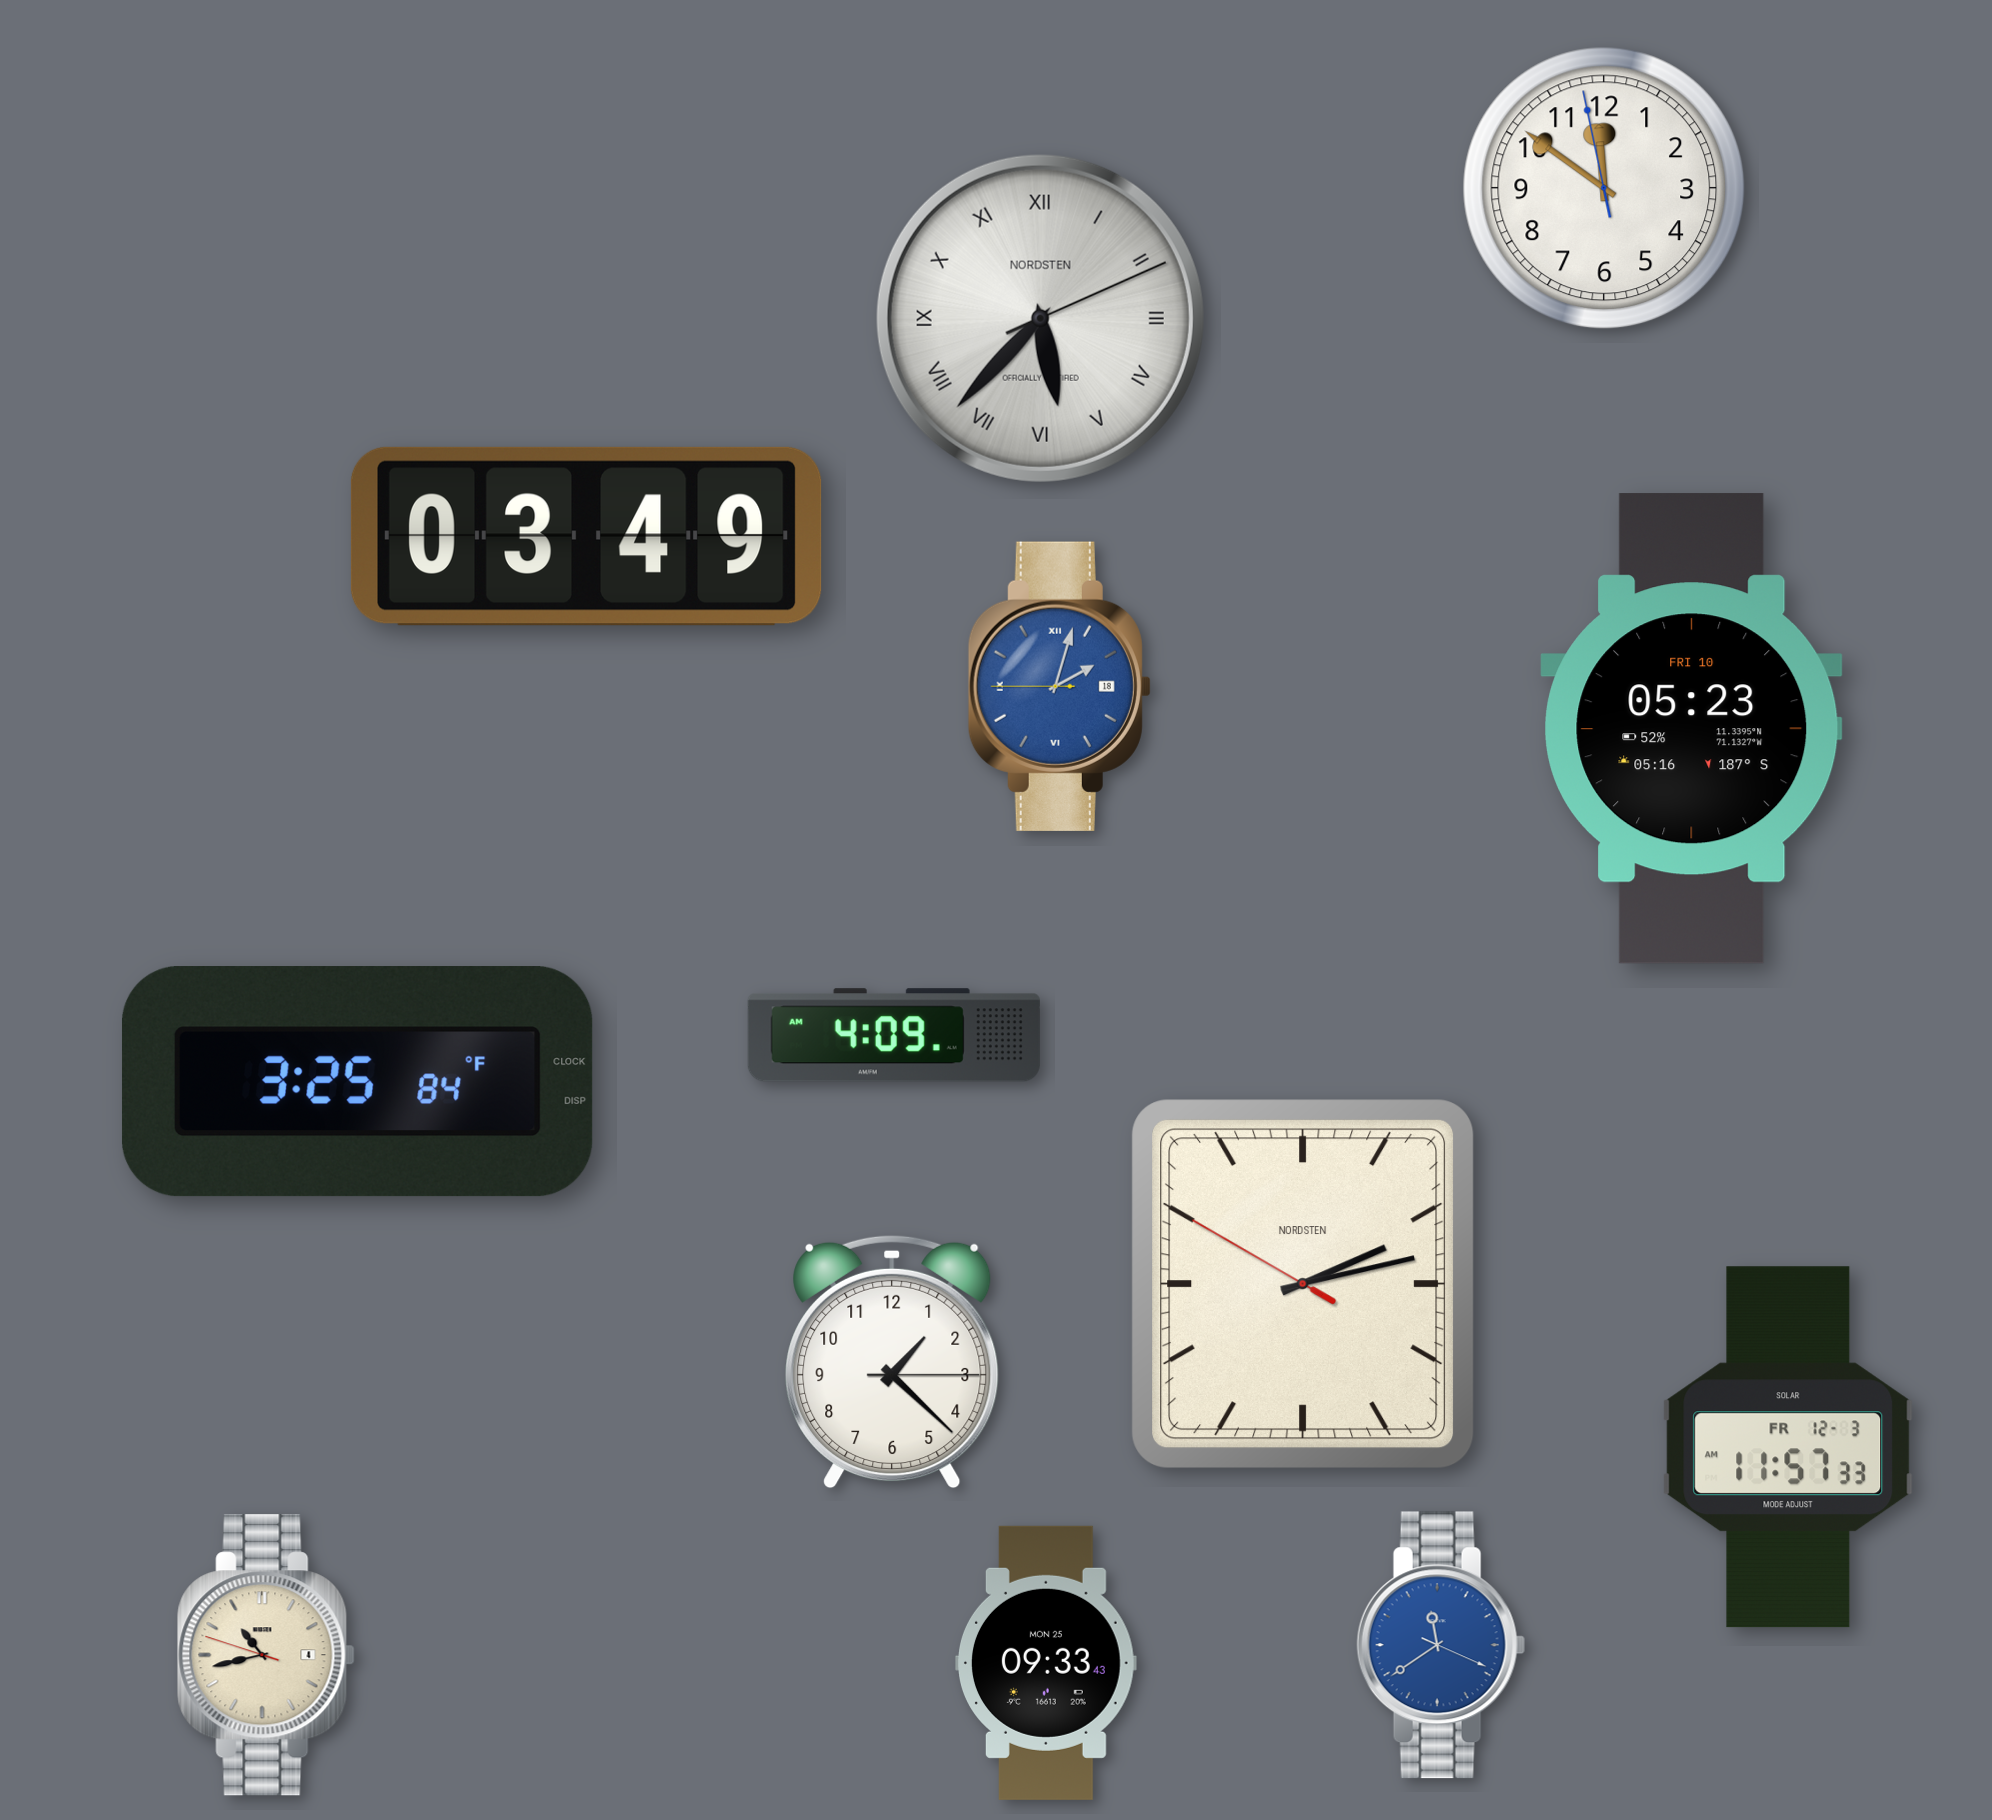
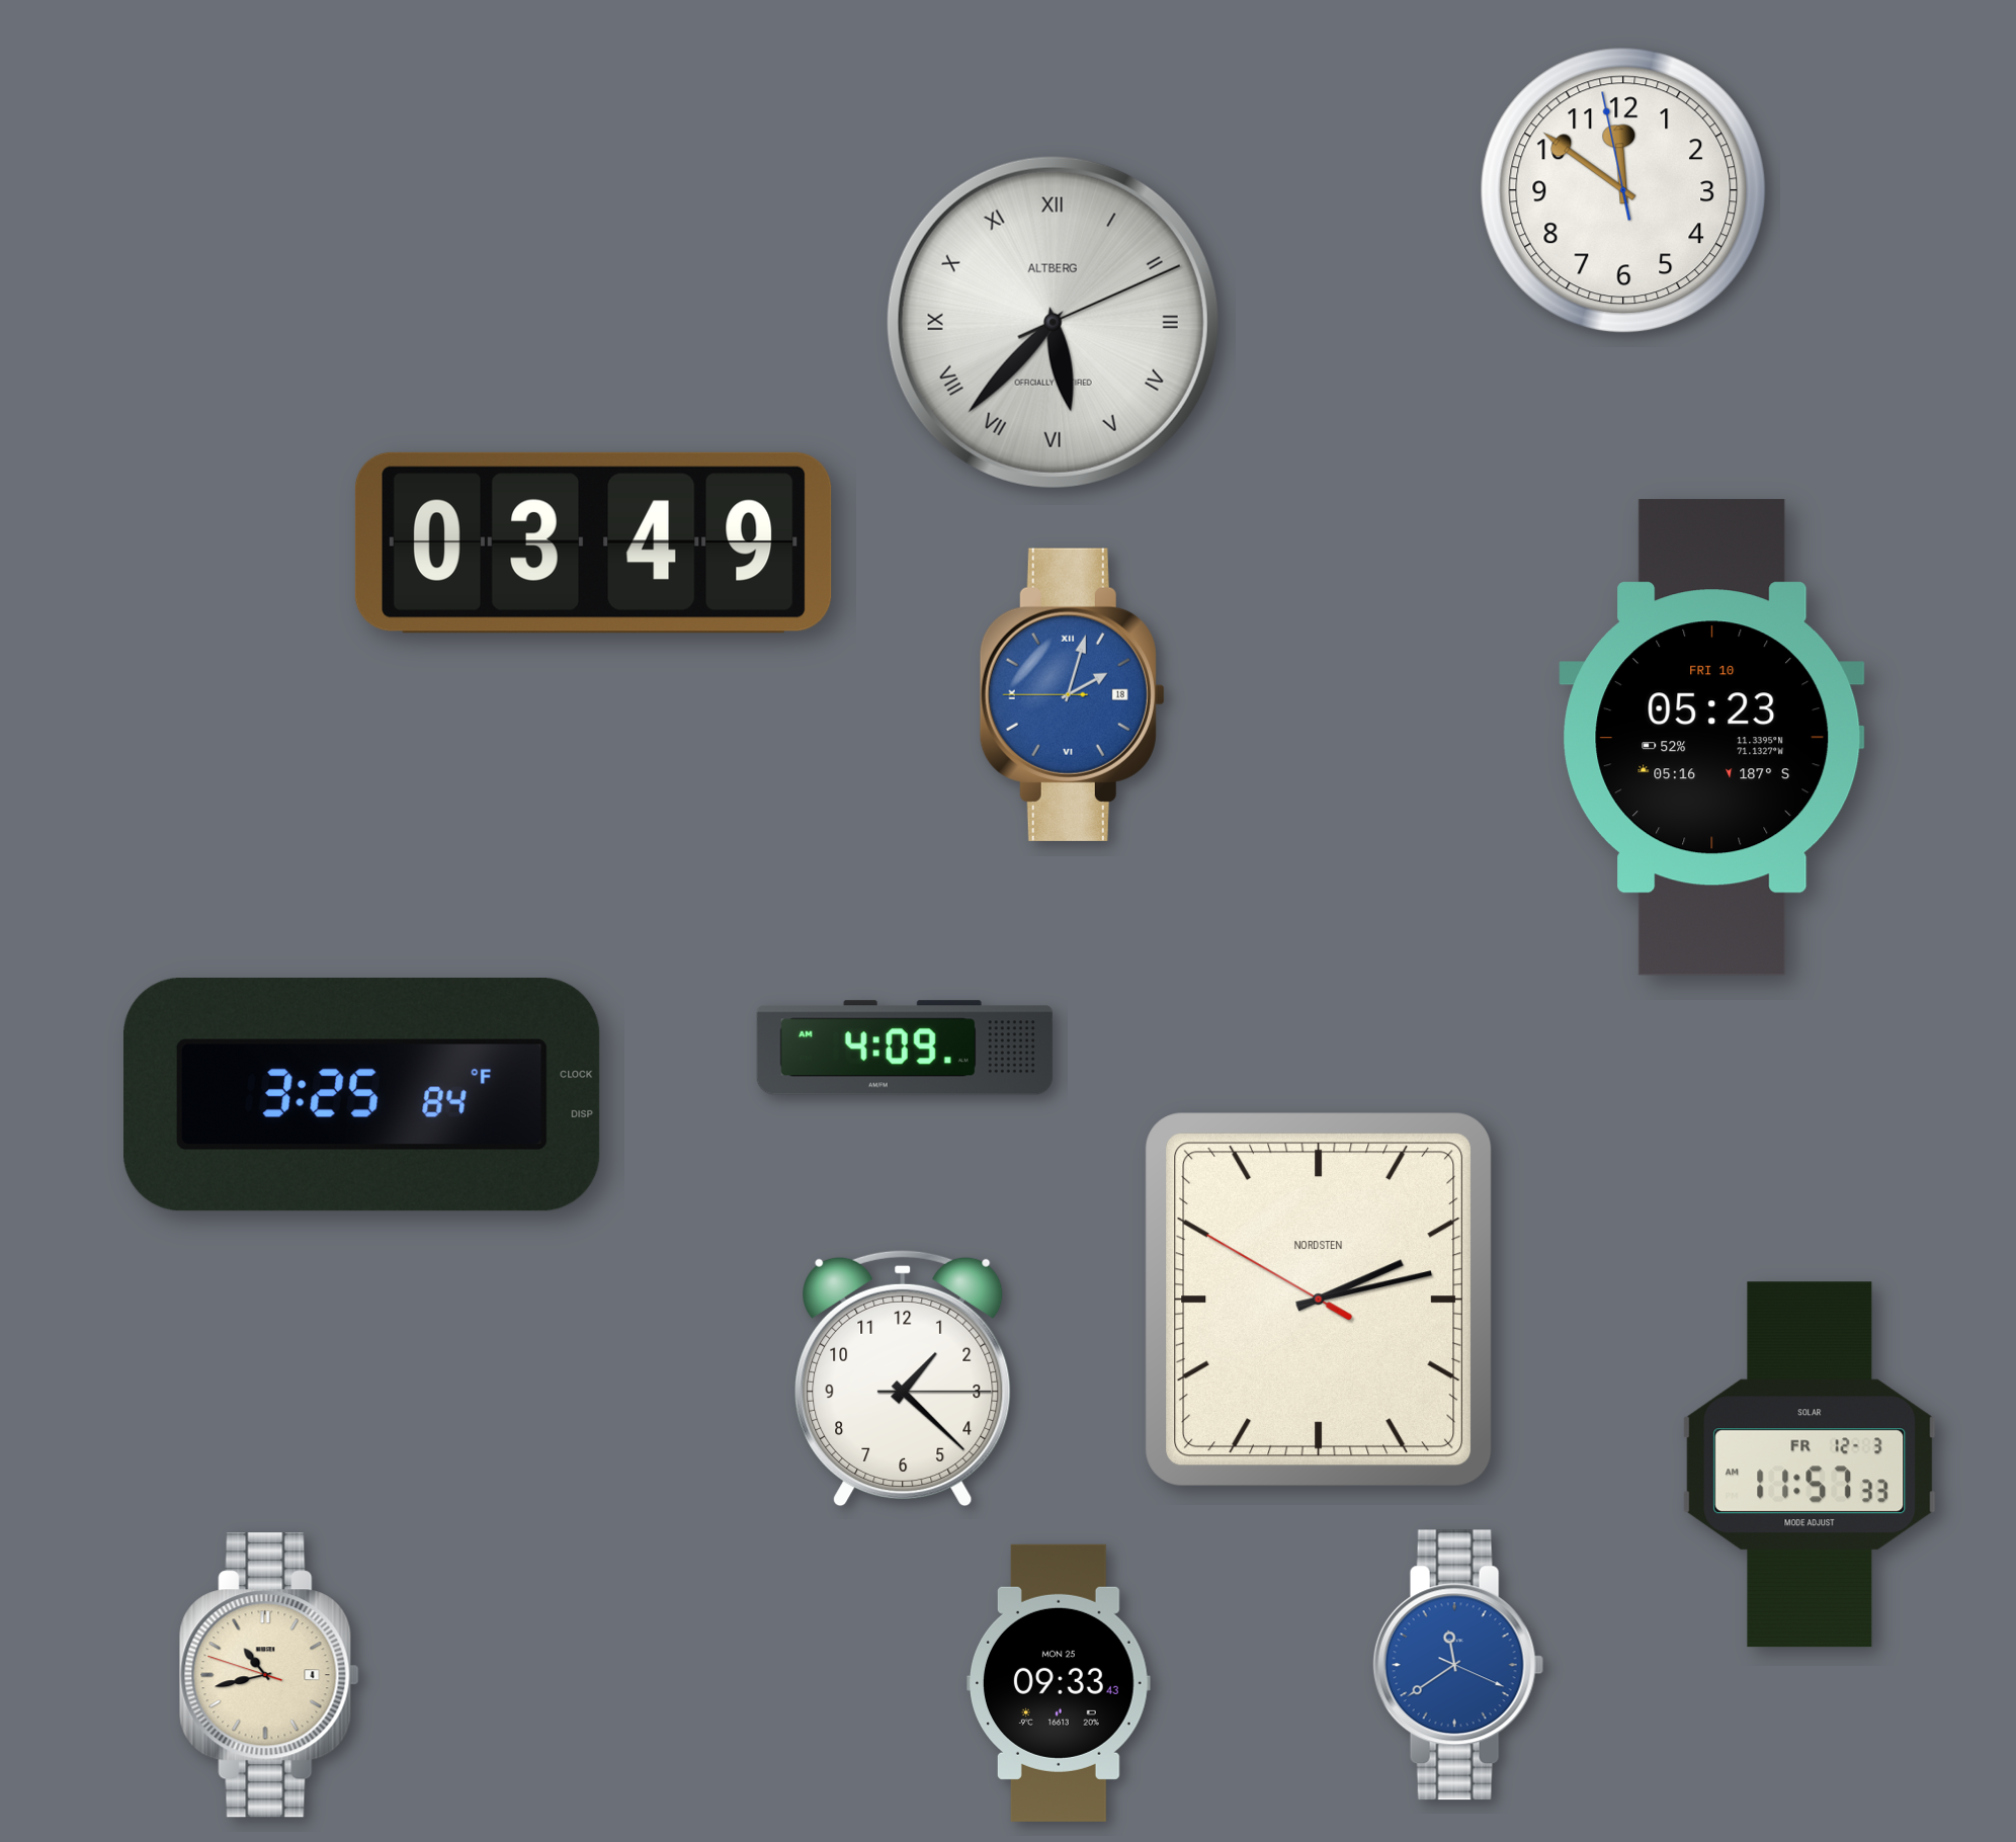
clock at (1040, 318) brand: NORDSTEN -> ALTBERG
